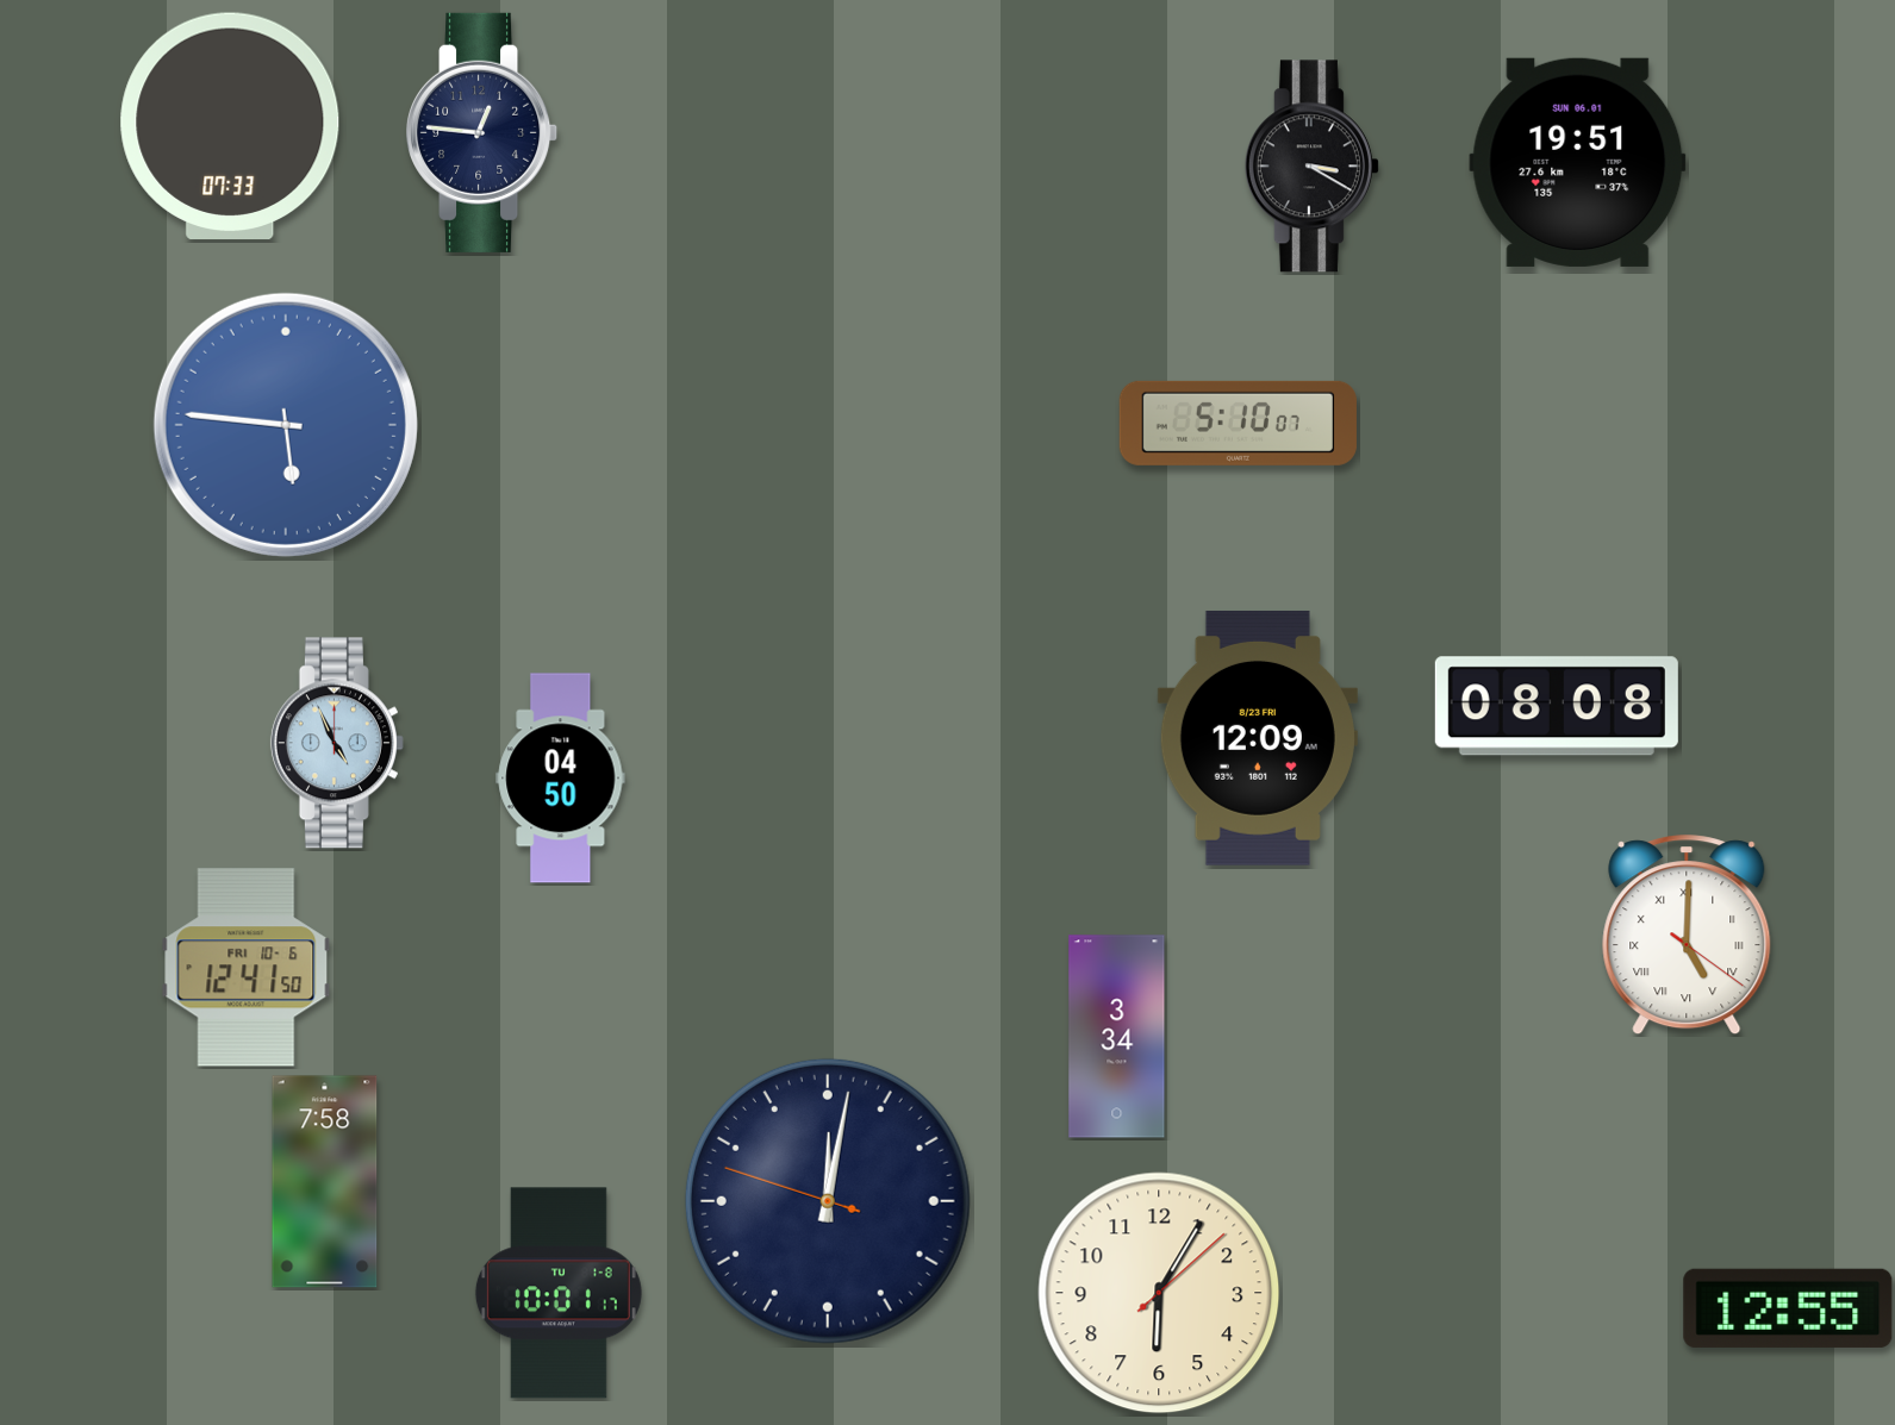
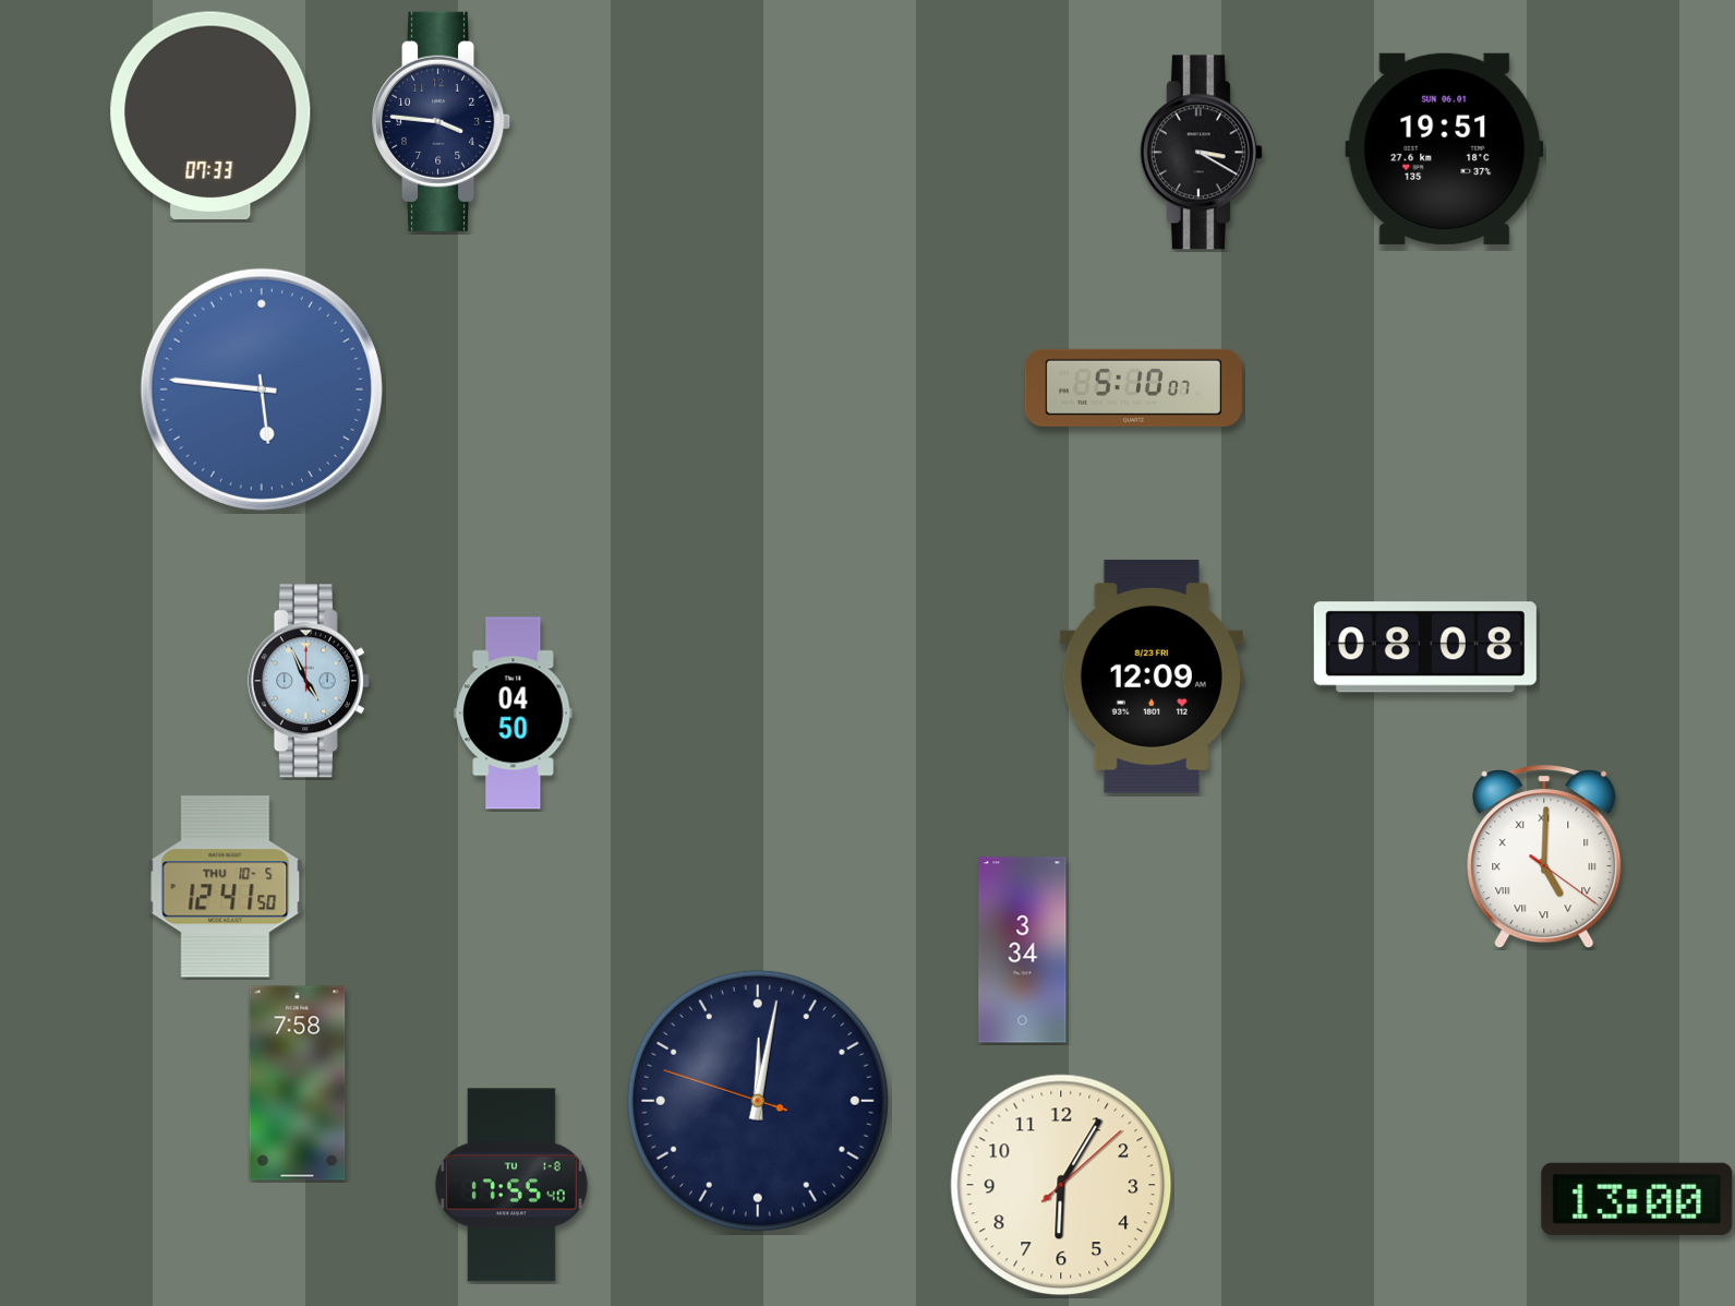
clock at (484, 132): 12:46 -> 3:46
clock at (247, 968) date: FRI 10-6 -> THU 10-5
clock at (559, 1293): 10:01 -> 17:55
clock at (1788, 1308): 12:55 -> 13:00
